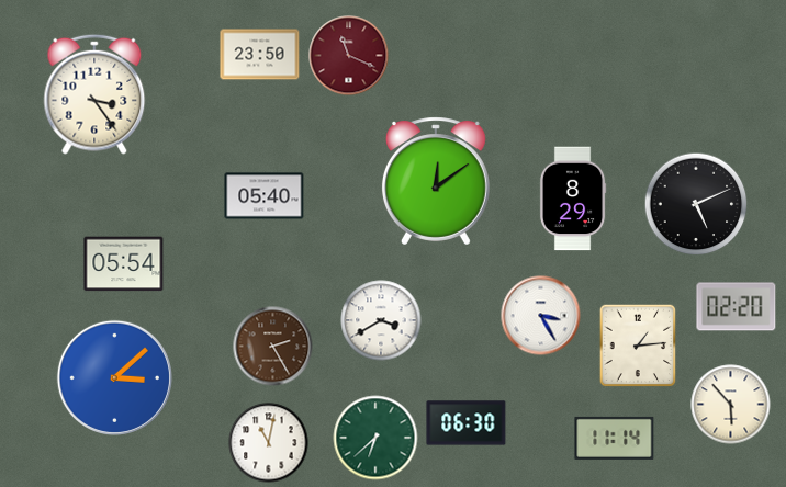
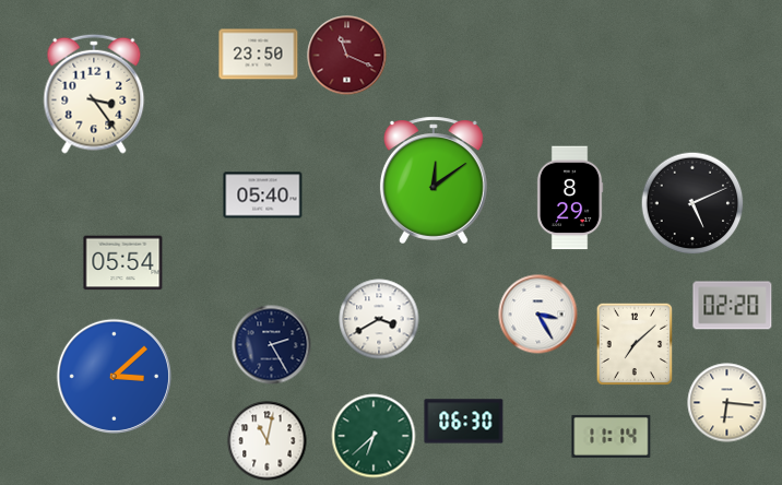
clock at (638, 346): 1:14 -> 7:08
clock at (273, 347) dial: brown -> navy
clock at (731, 405): 5:53 -> 6:16
